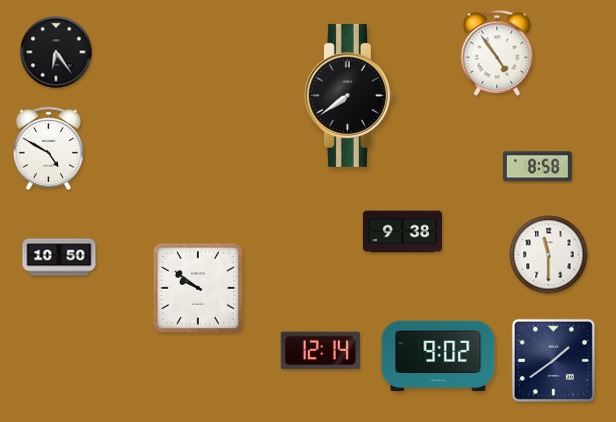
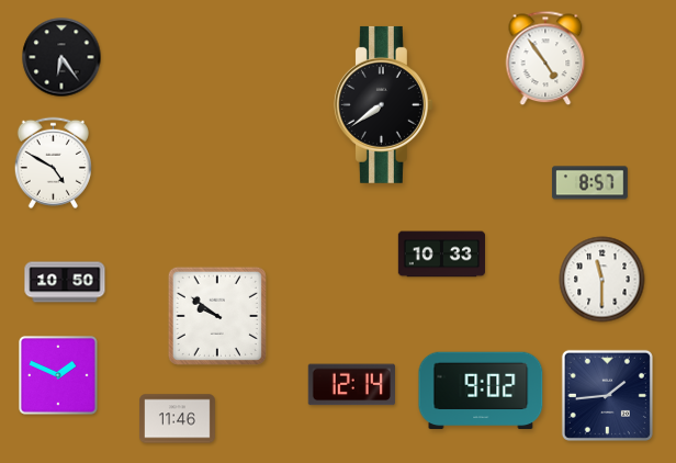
clock at (537, 167): 8:58 -> 8:57
clock at (402, 232): 9:38 -> 10:33
clock at (59, 376): none -> 1:49
clock at (553, 360): 1:39 -> 1:44
clock at (178, 419): none -> 11:46
